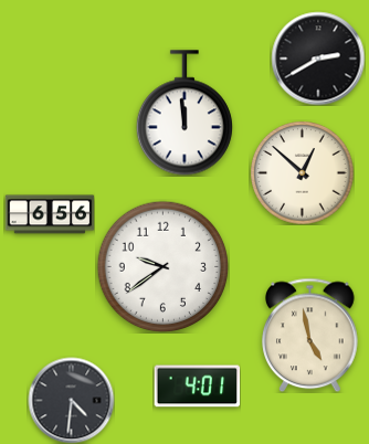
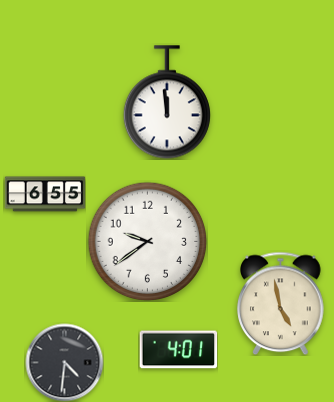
clock at (318, 59): 2:40 -> none
clock at (302, 172): 12:52 -> none
clock at (50, 214): 6:56 -> 6:55
